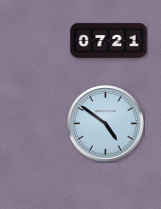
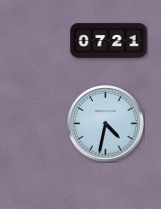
clock at (106, 124): 4:51 -> 4:32
